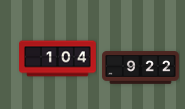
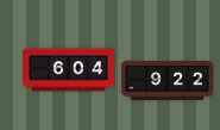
clock at (58, 59): 1:04 -> 6:04
